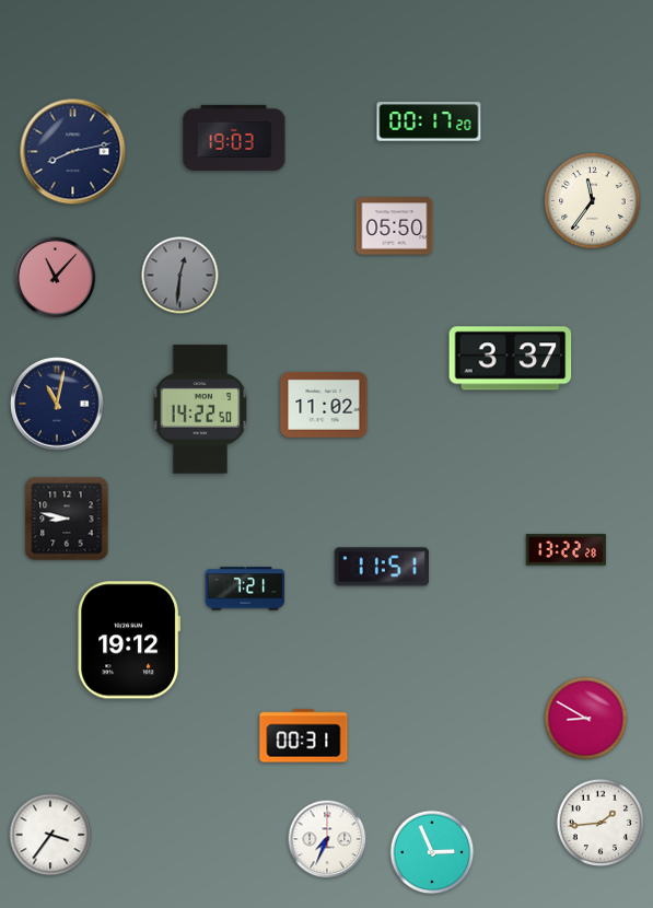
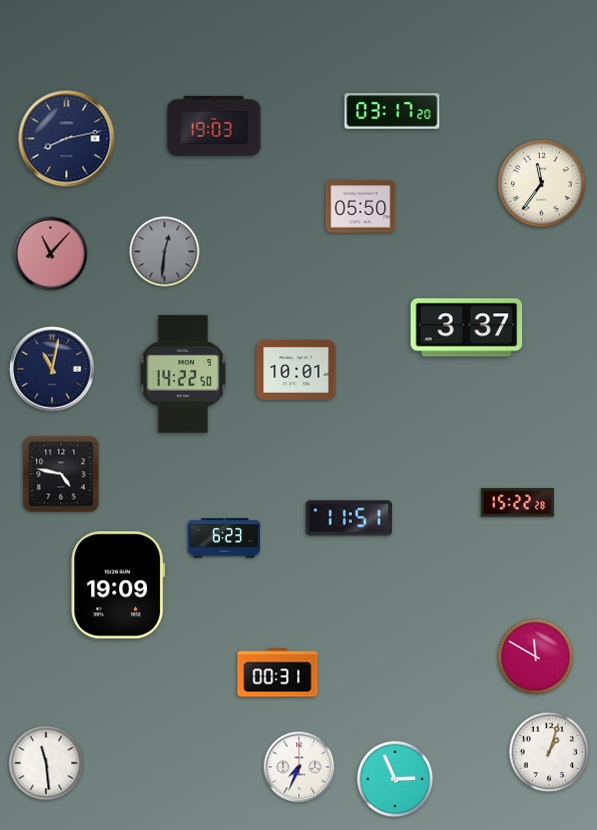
clock at (429, 121): 00:17 -> 03:17
clock at (324, 405): 11:02 -> 10:01
clock at (67, 519): 8:47 -> 4:47
clock at (565, 550): 13:22 -> 15:22
clock at (245, 589): 7:21 -> 6:23
clock at (129, 640): 19:12 -> 19:09
clock at (586, 719): 8:50 -> 11:50
clock at (599, 822): 1:44 -> 1:03
clock at (50, 835): 3:36 -> 11:29
